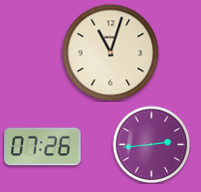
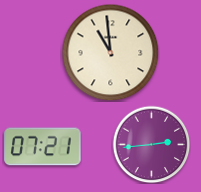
clock at (110, 52): 11:03 -> 10:59
clock at (43, 147): 07:26 -> 07:21
